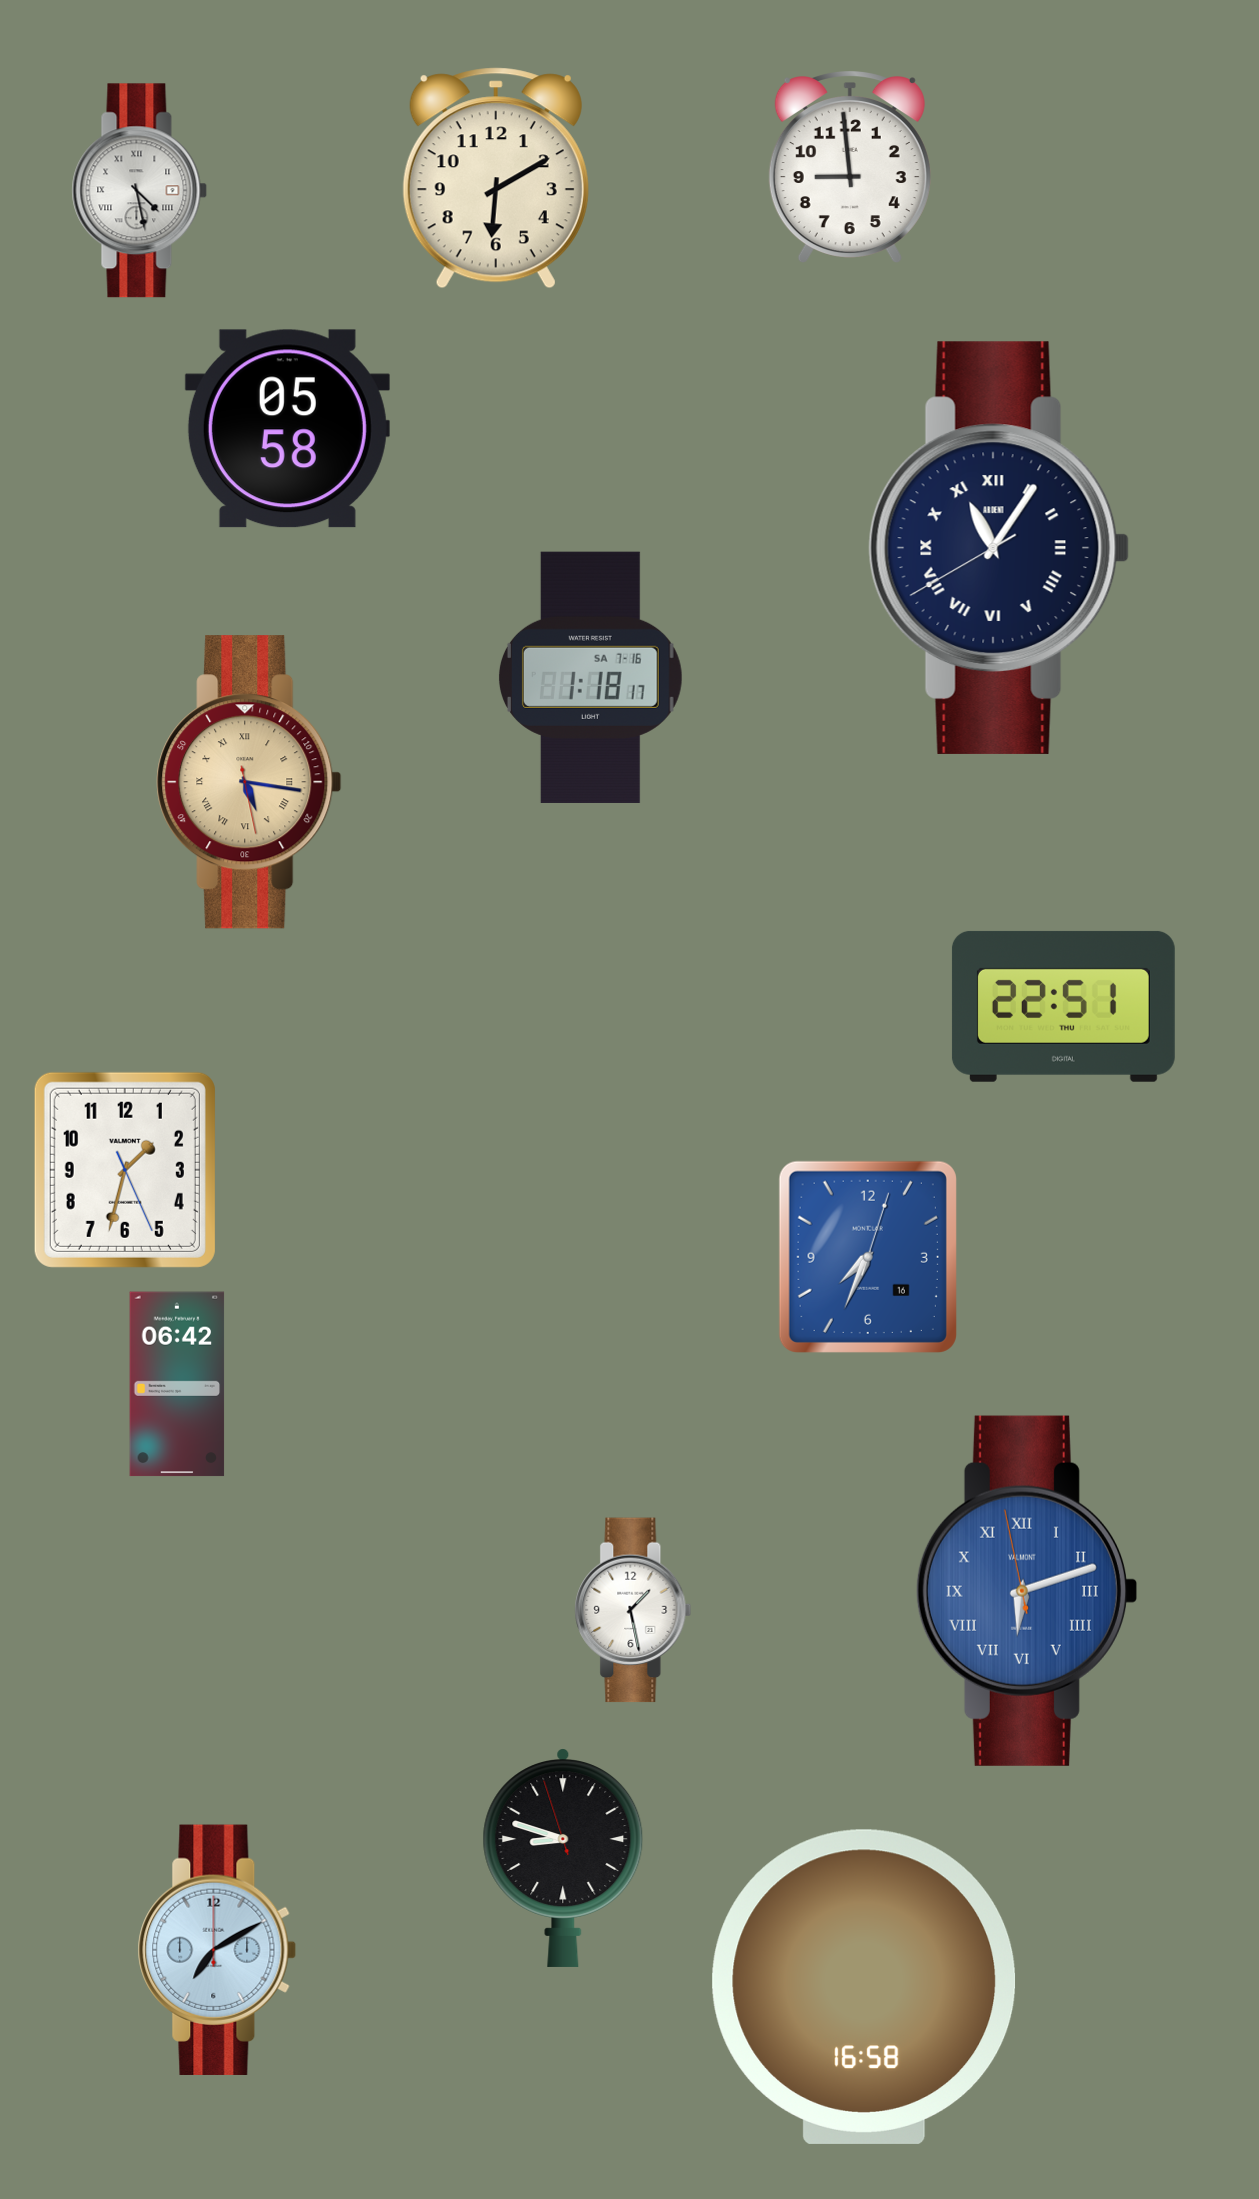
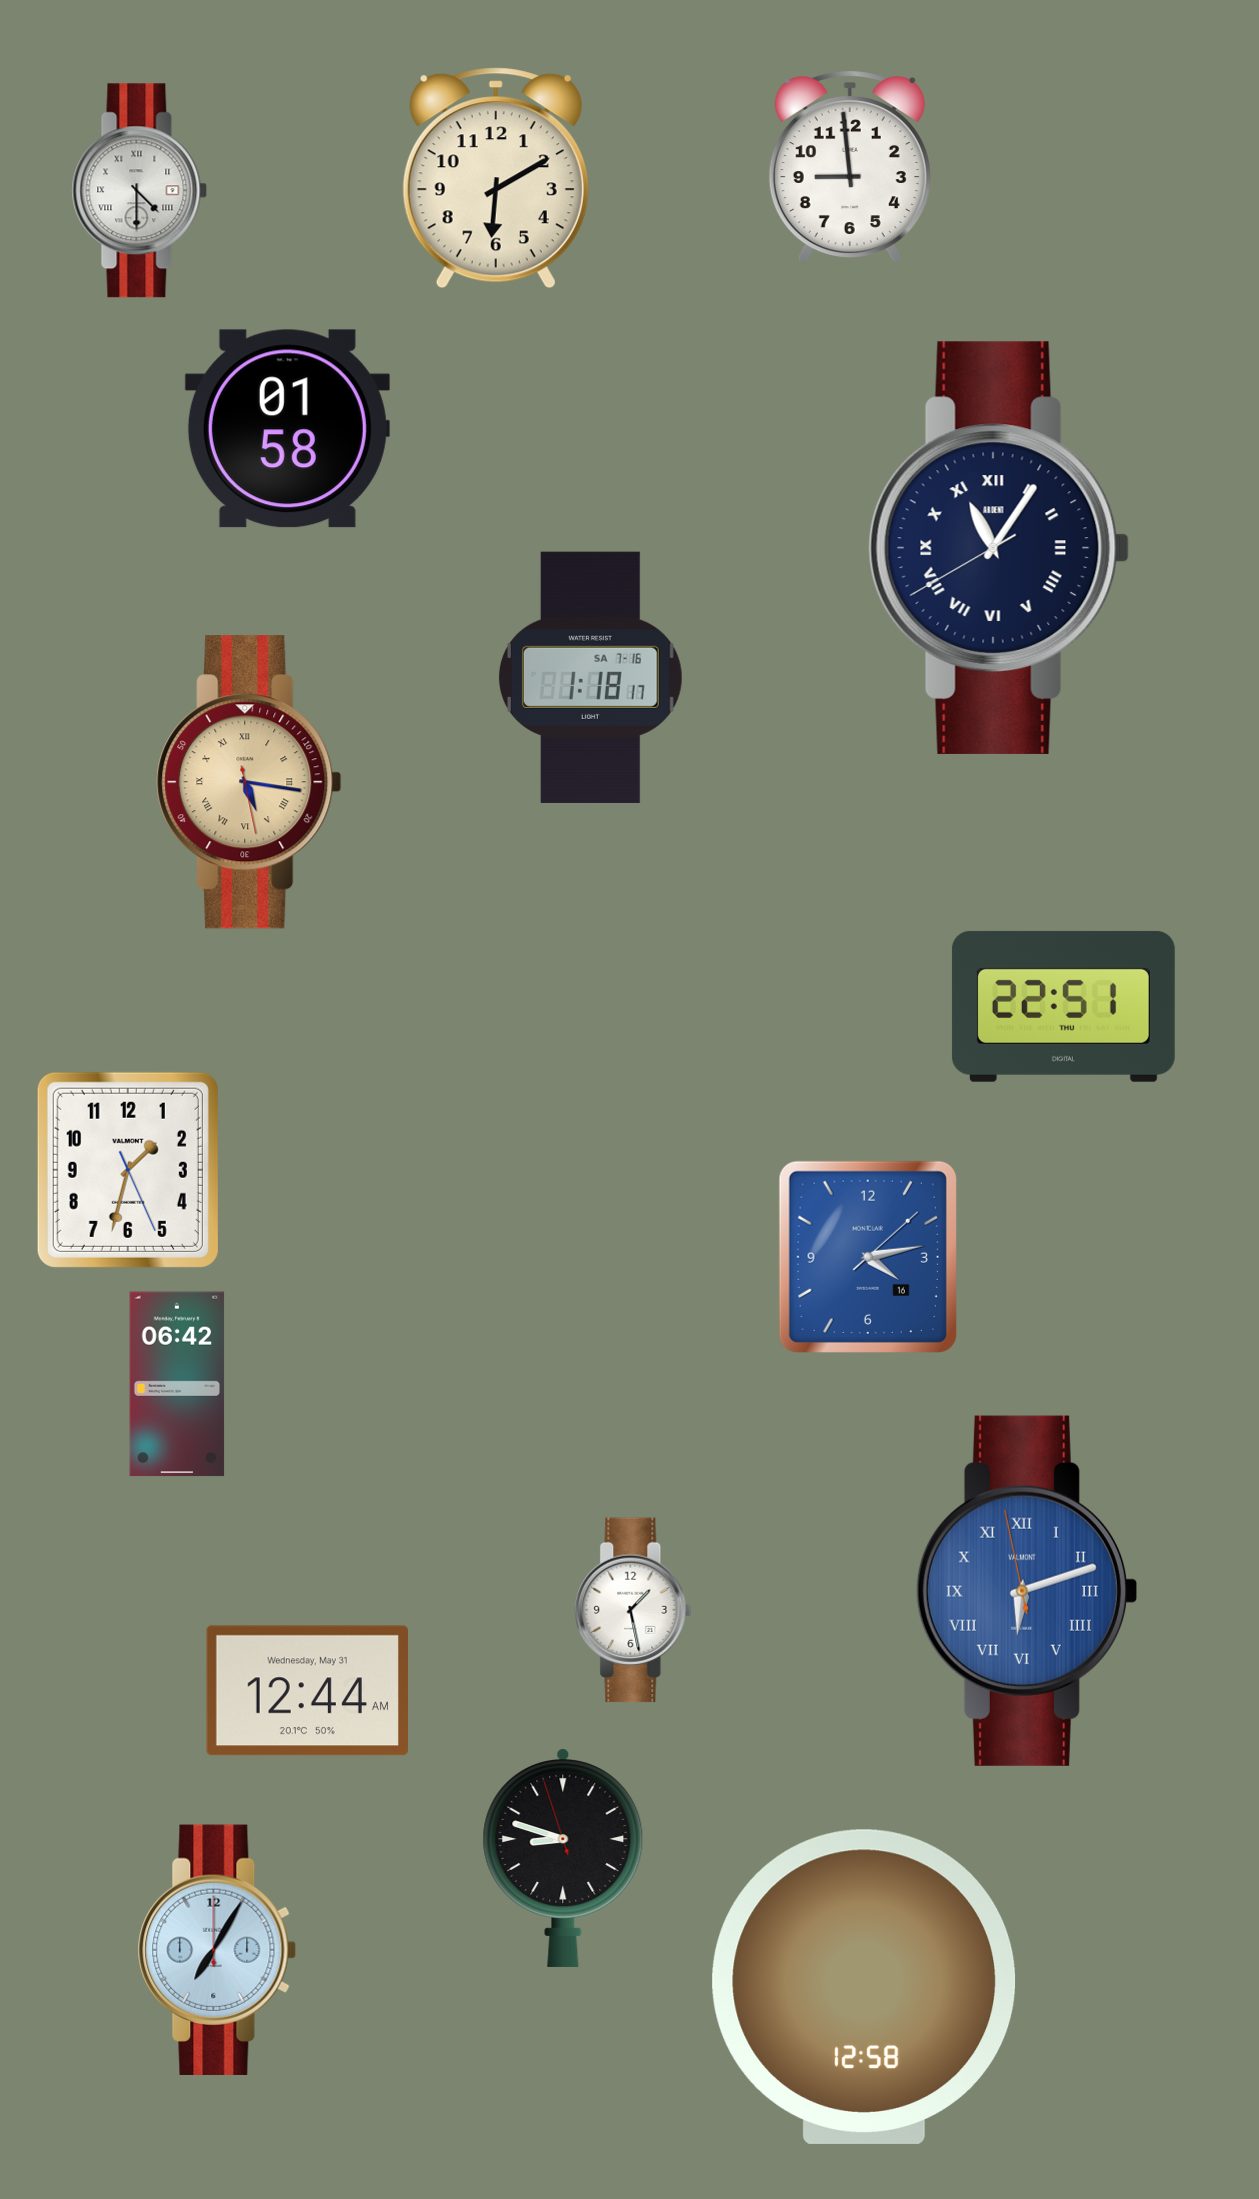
clock at (140, 191): 4:28 -> 4:30
clock at (287, 429): 05:58 -> 01:58
clock at (125, 1170) position: (125, 1170) -> (128, 1170)
clock at (868, 1257): 7:34 -> 4:13
clock at (307, 1691): none -> 12:44
clock at (217, 1950): 7:10 -> 7:05
clock at (864, 1987): 16:58 -> 12:58
